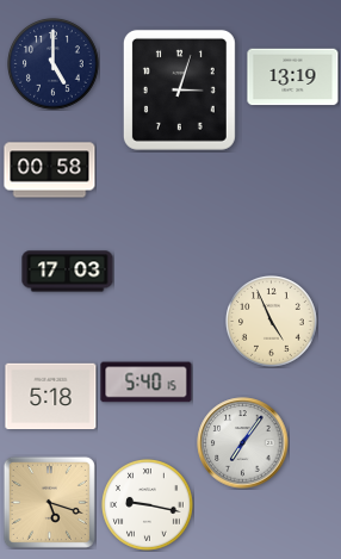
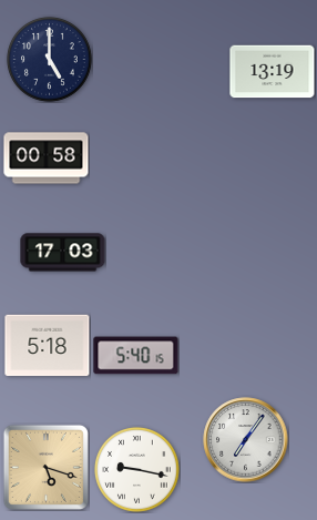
clock at (179, 89): 3:03 -> none
clock at (272, 322): 4:56 -> none
clock at (51, 397) position: (51, 397) -> (48, 346)
clock at (243, 443) position: (243, 443) -> (246, 440)
